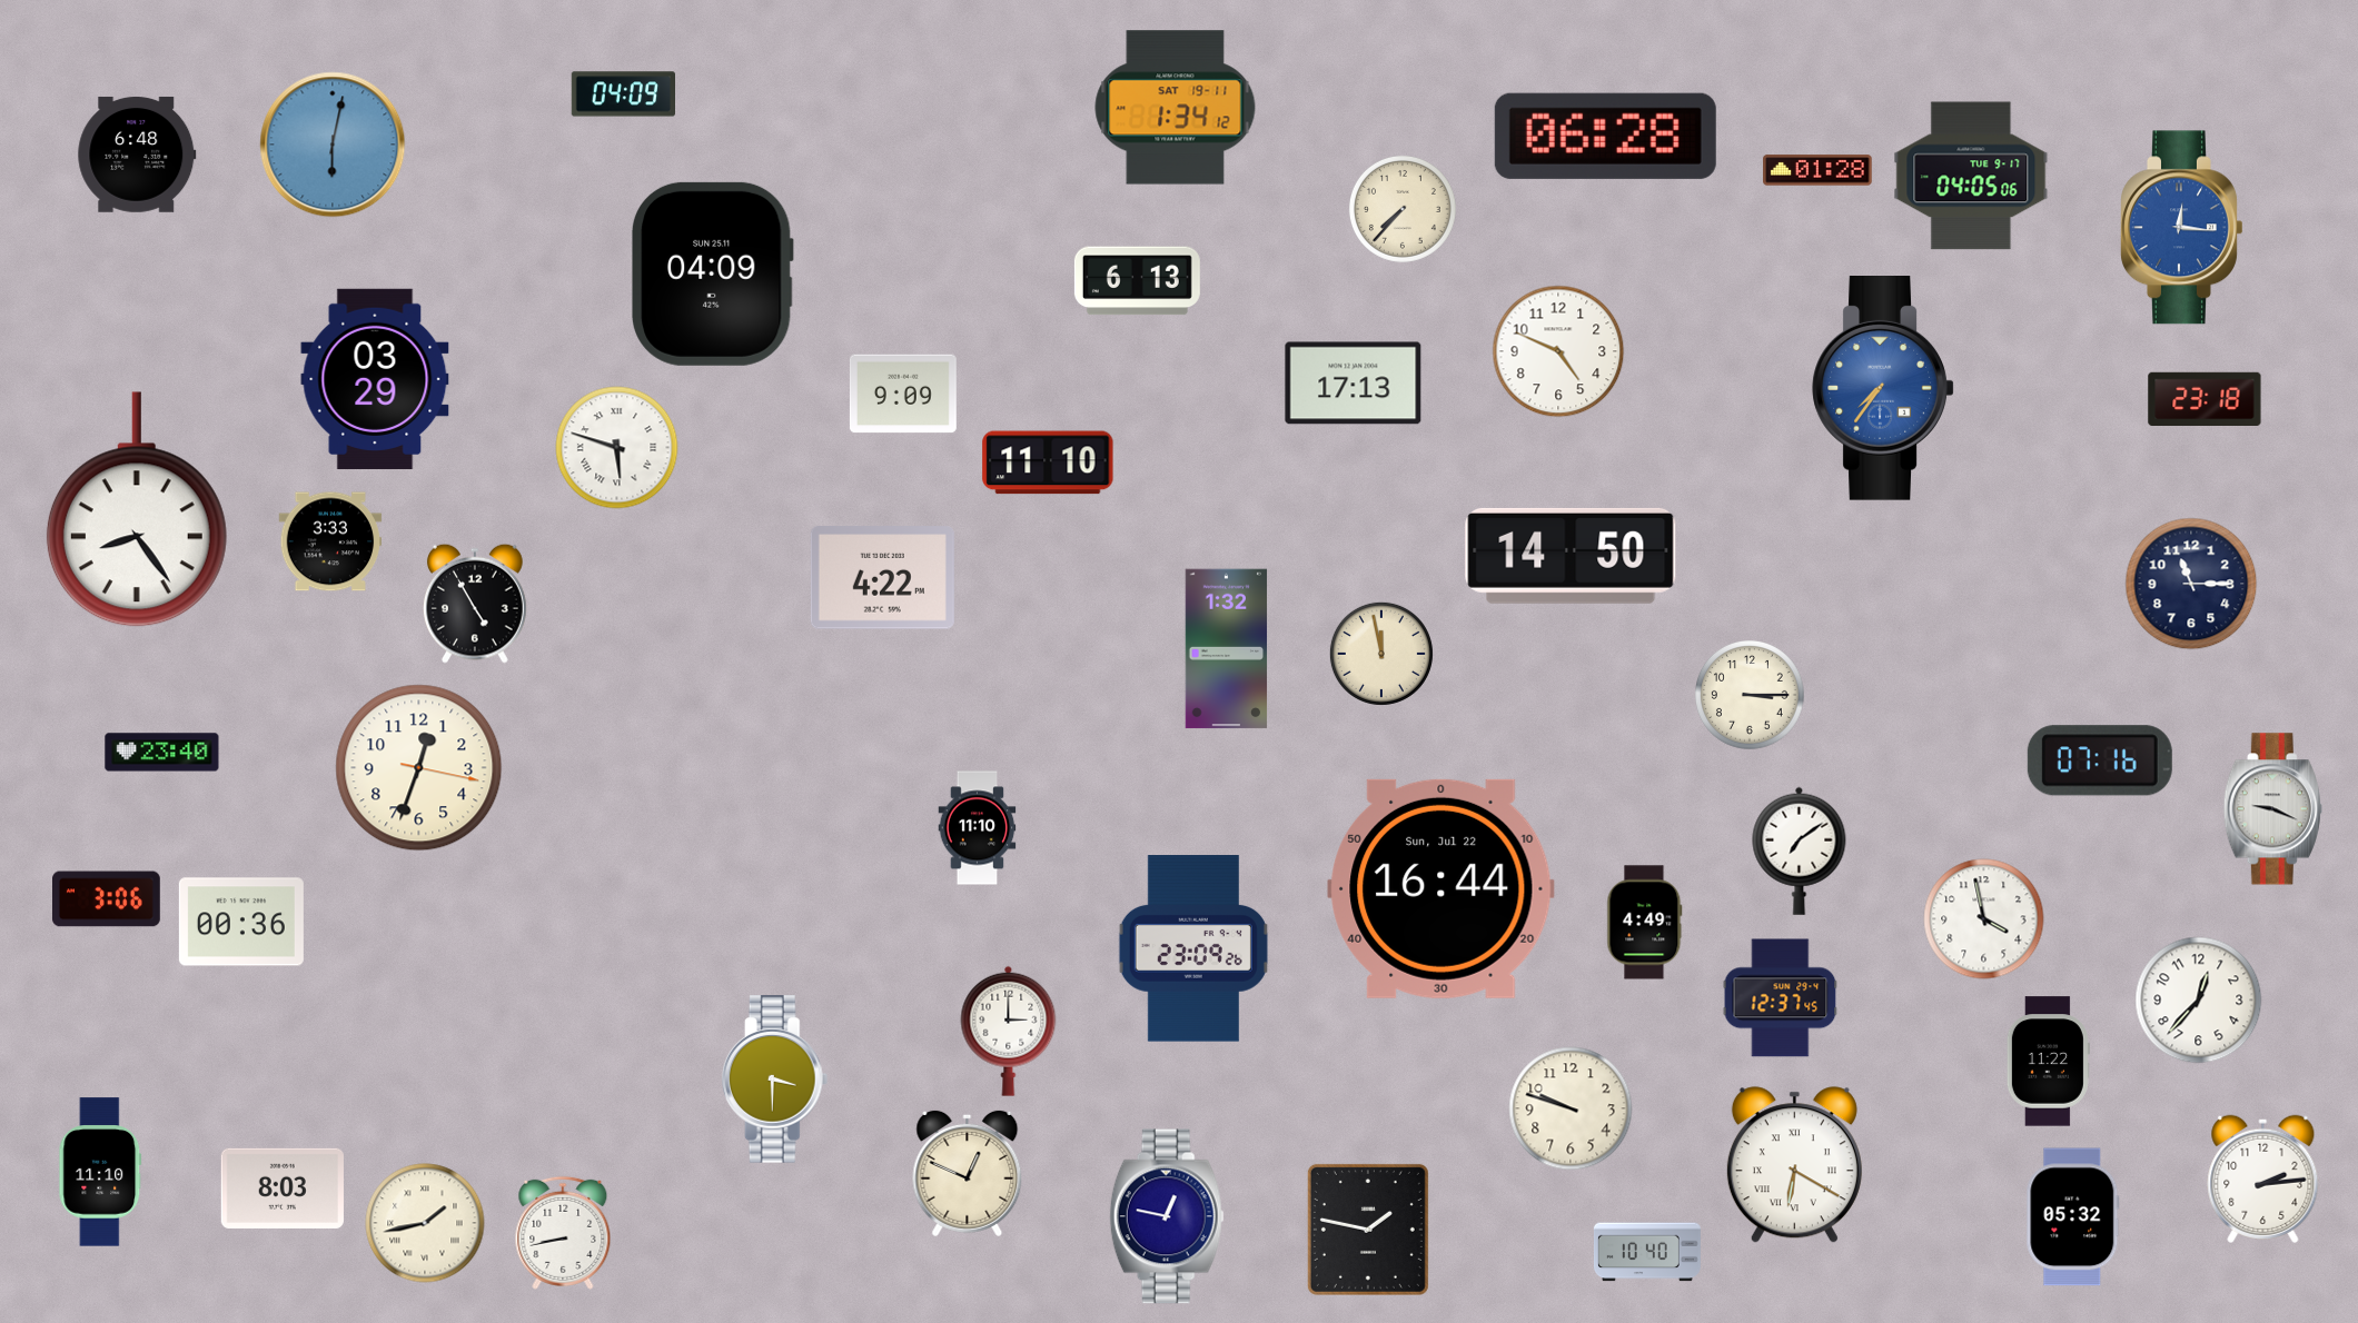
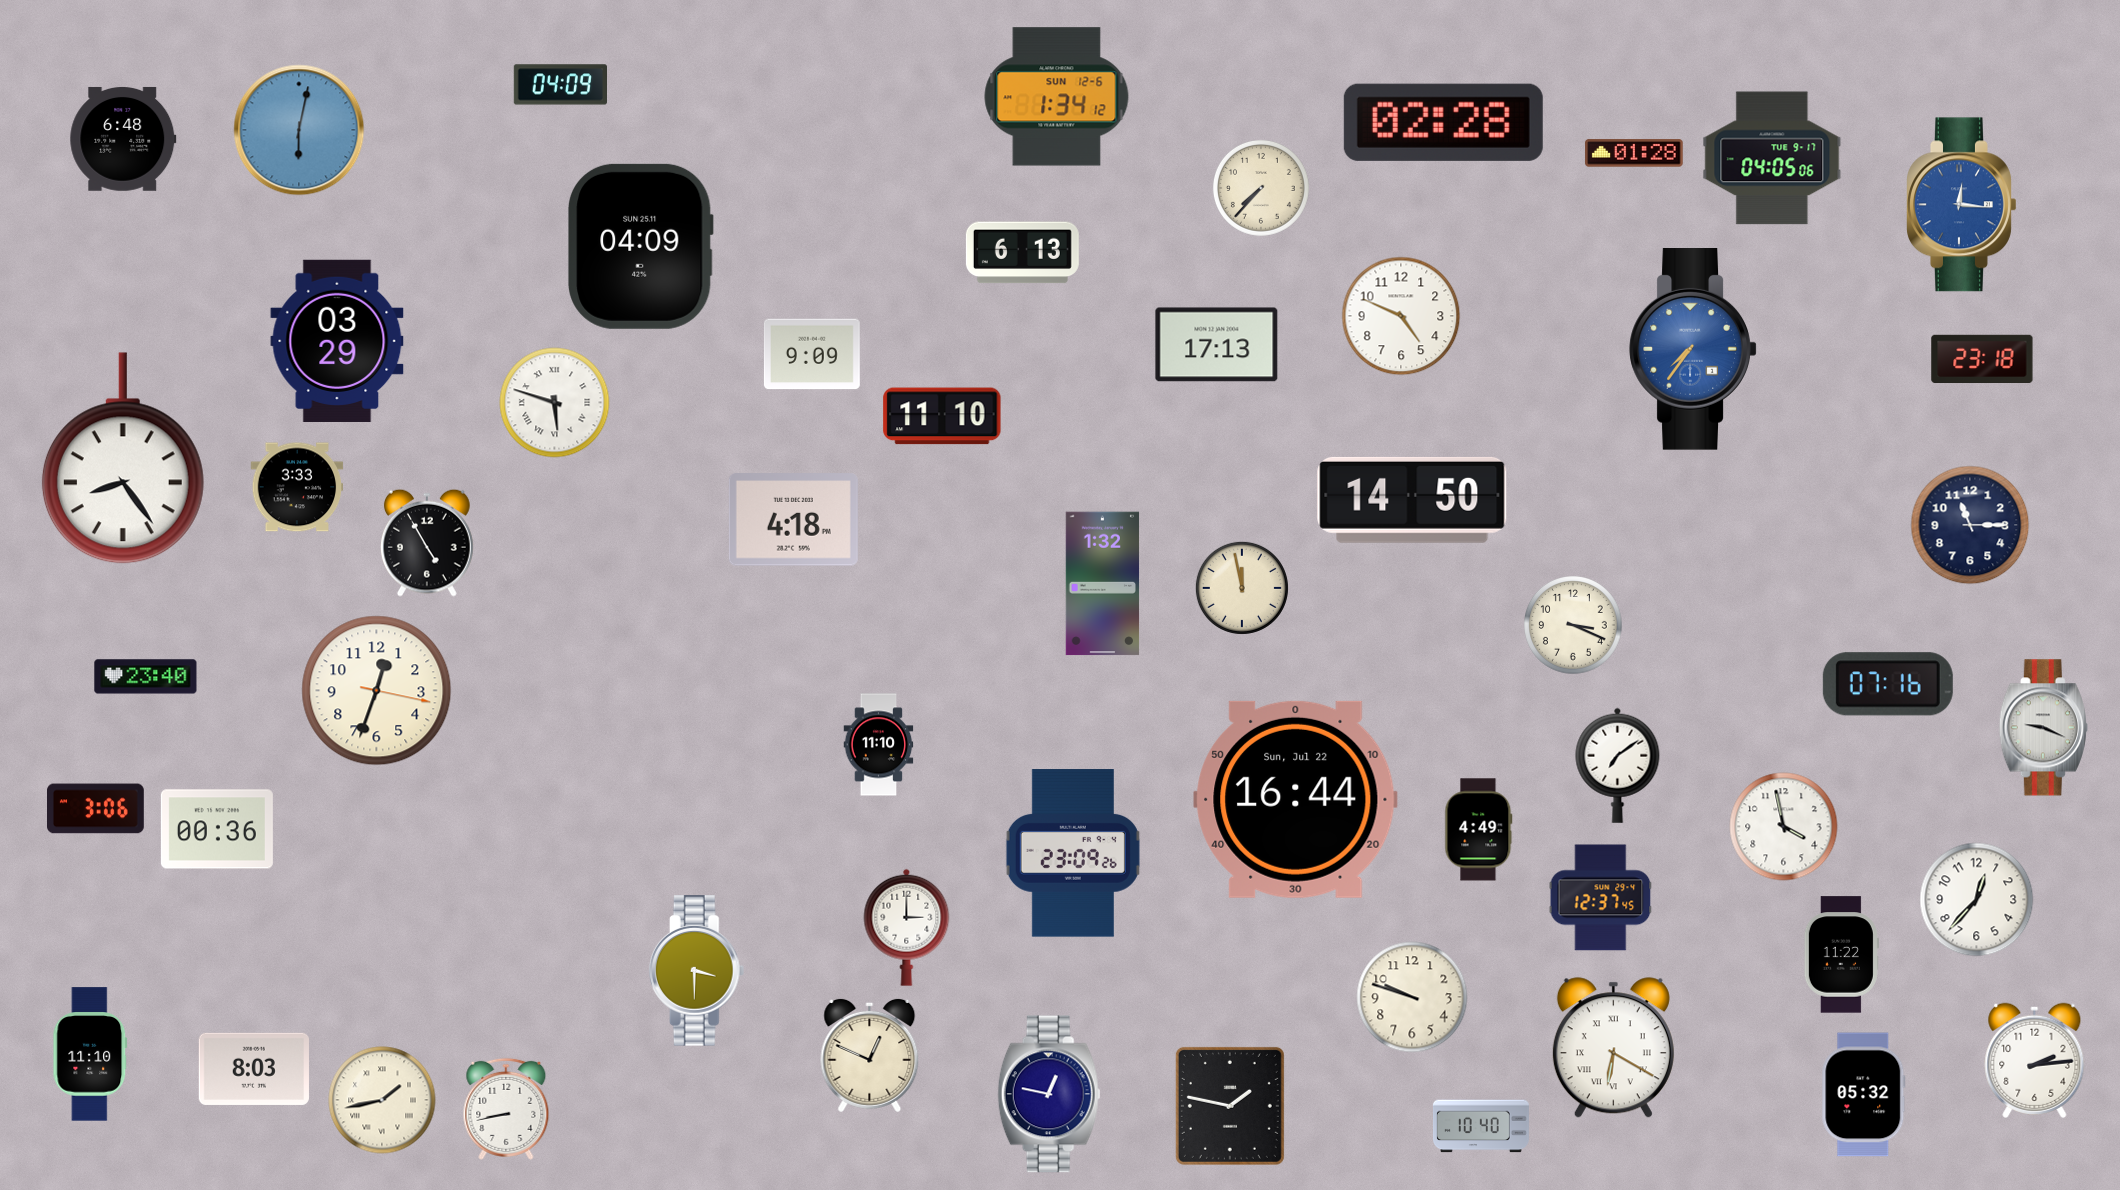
clock at (1176, 108) date: SAT 19-11 -> SUN 12-6
clock at (1605, 136): 06:28 -> 02:28
clock at (882, 578): 4:22 -> 4:18
clock at (1751, 696): 3:15 -> 3:19
